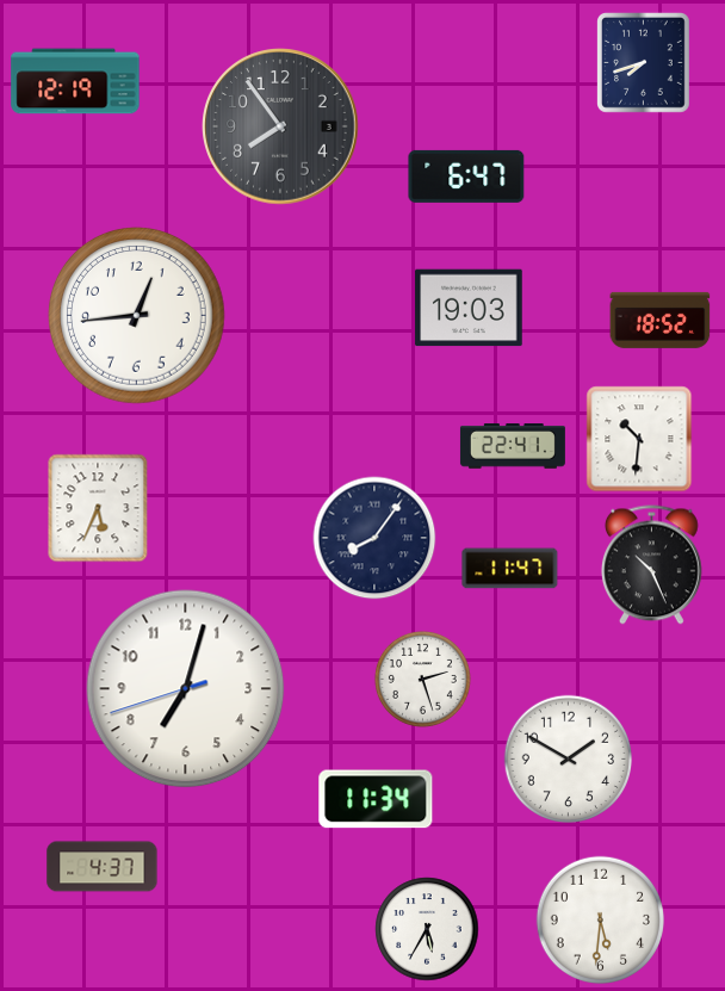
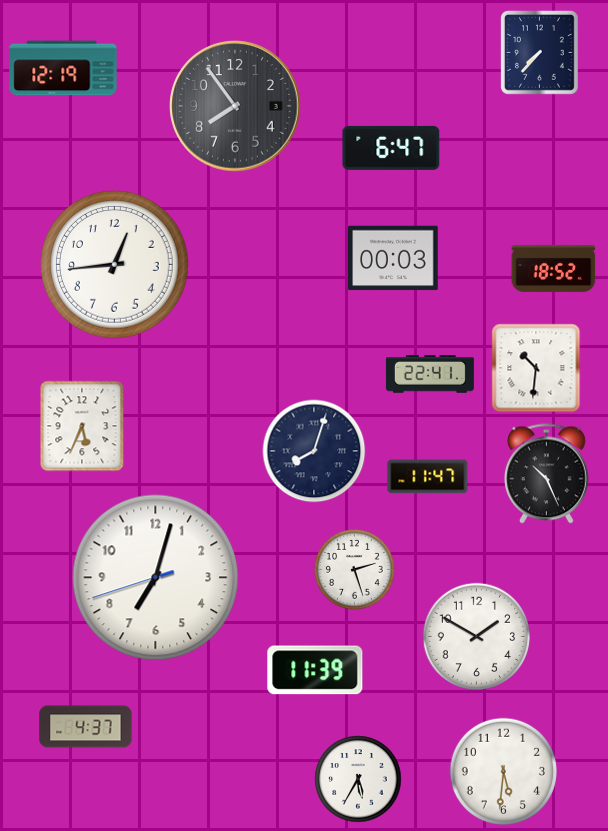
clock at (644, 63): 7:42 -> 7:37
clock at (469, 308): 19:03 -> 00:03
clock at (374, 538): 8:06 -> 8:03
clock at (376, 799): 11:34 -> 11:39
